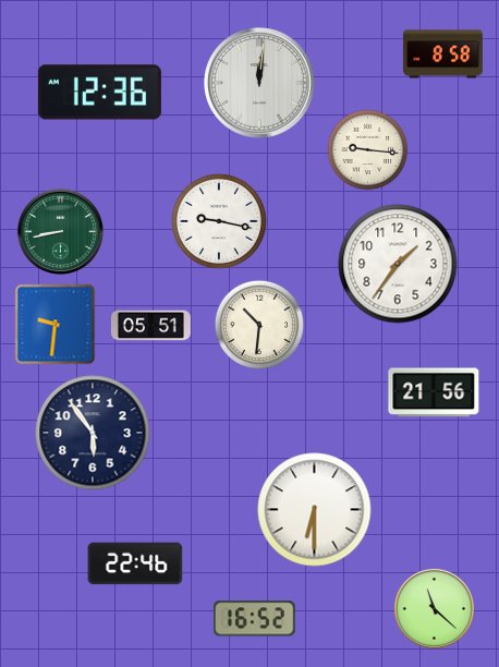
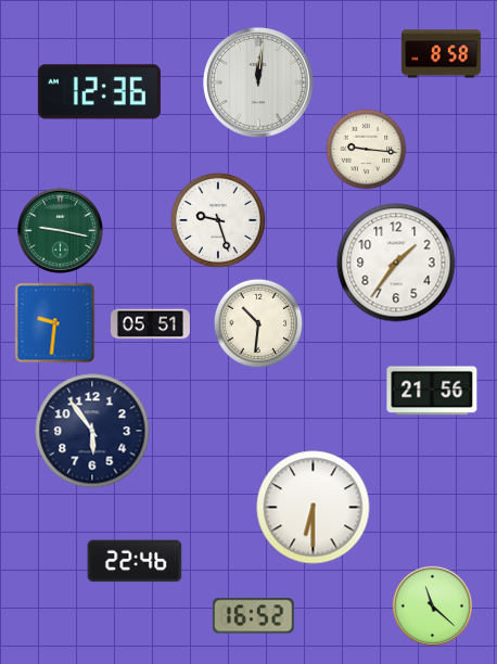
clock at (219, 221): 9:17 -> 9:27
clock at (60, 231): 8:43 -> 9:17
